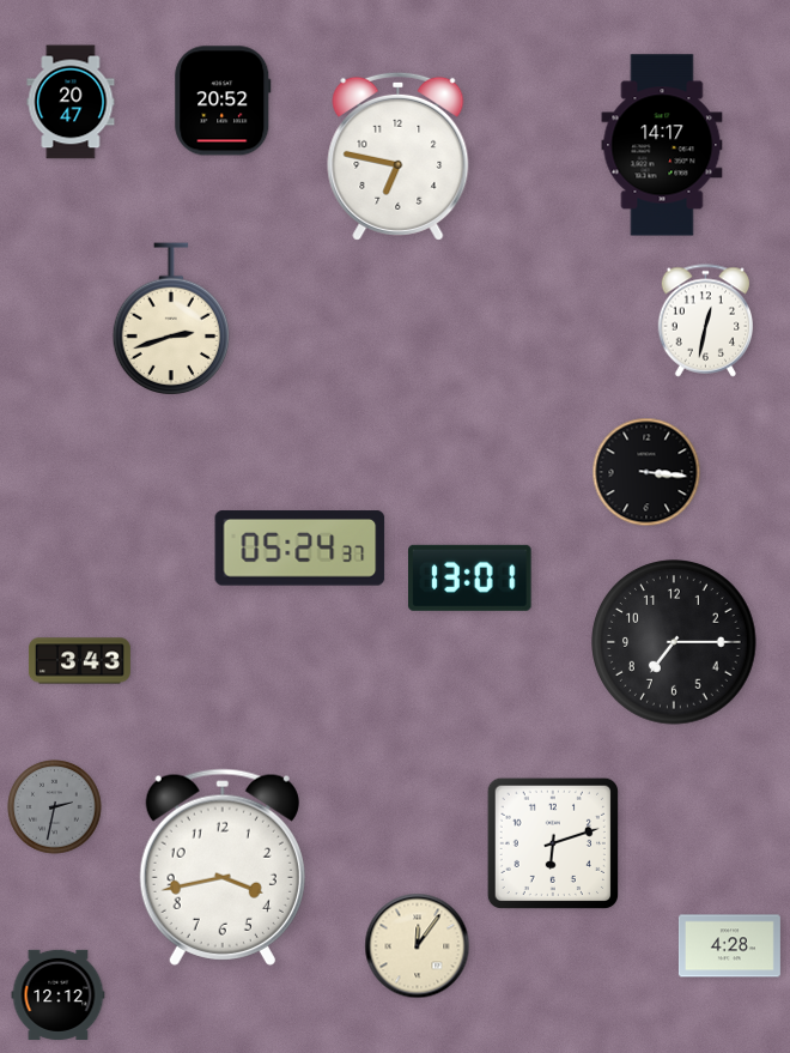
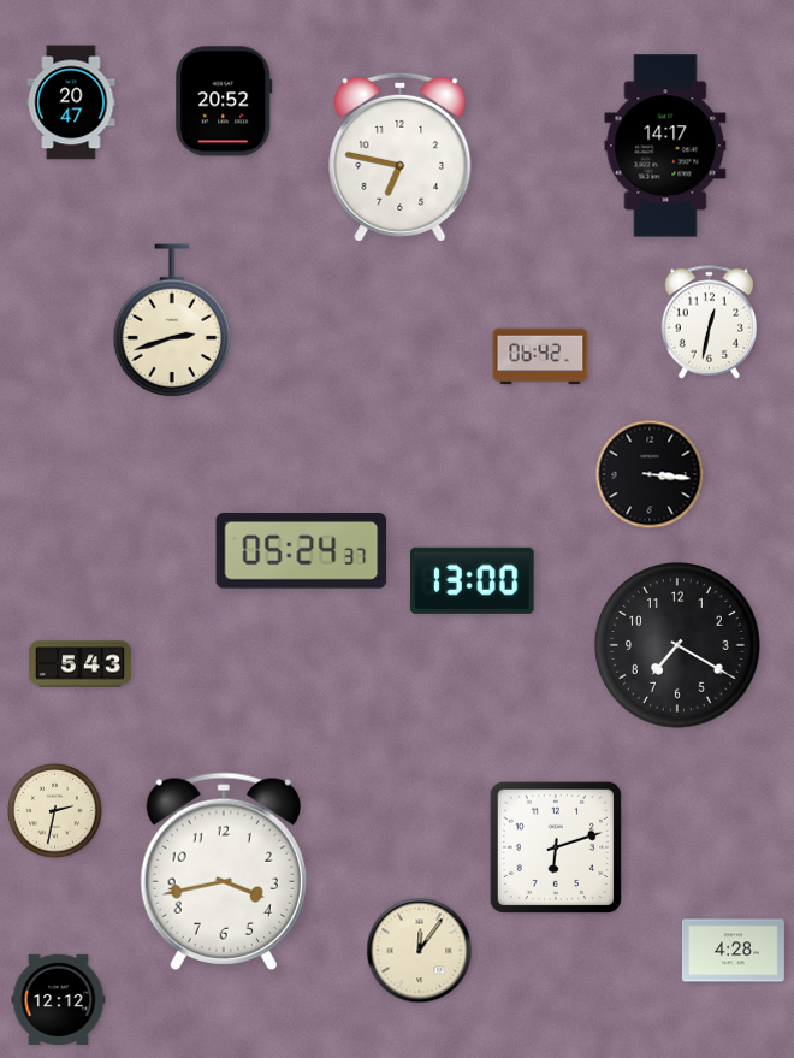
clock at (540, 356): none -> 06:42
clock at (470, 577): 13:01 -> 13:00
clock at (674, 642): 7:15 -> 7:20
clock at (79, 661): 3:43 -> 5:43
clock at (55, 807) dial: grey -> cream
